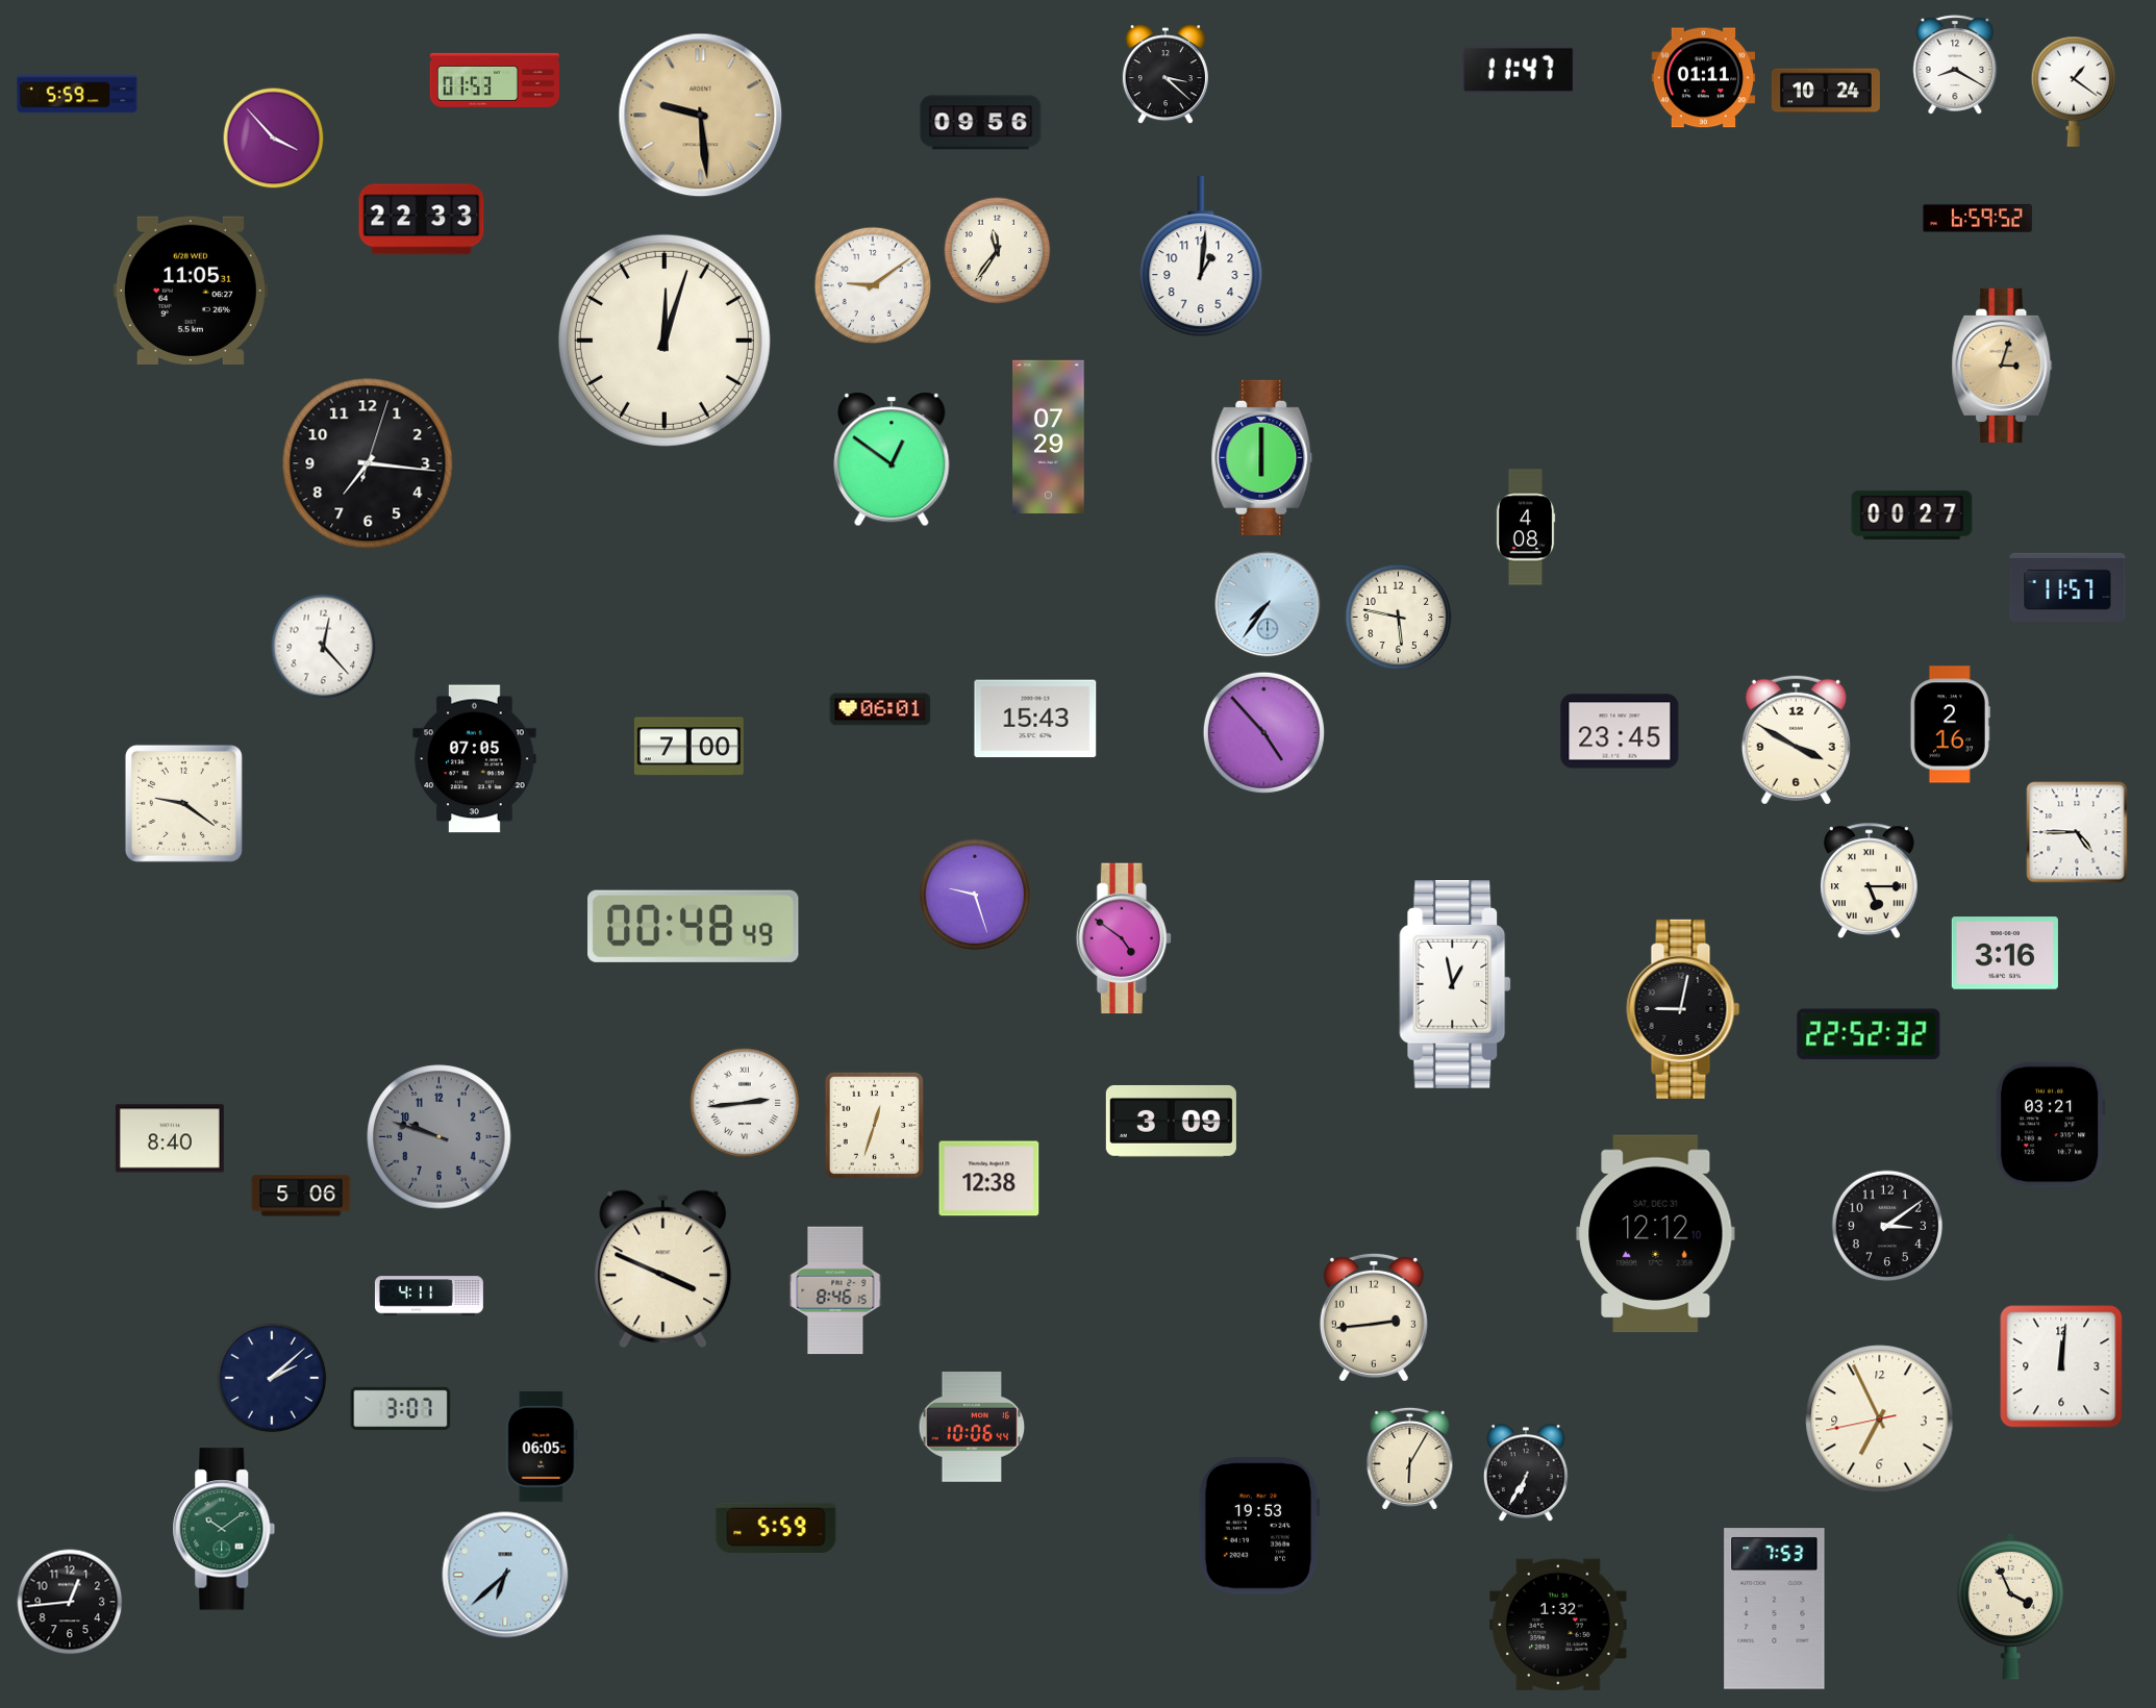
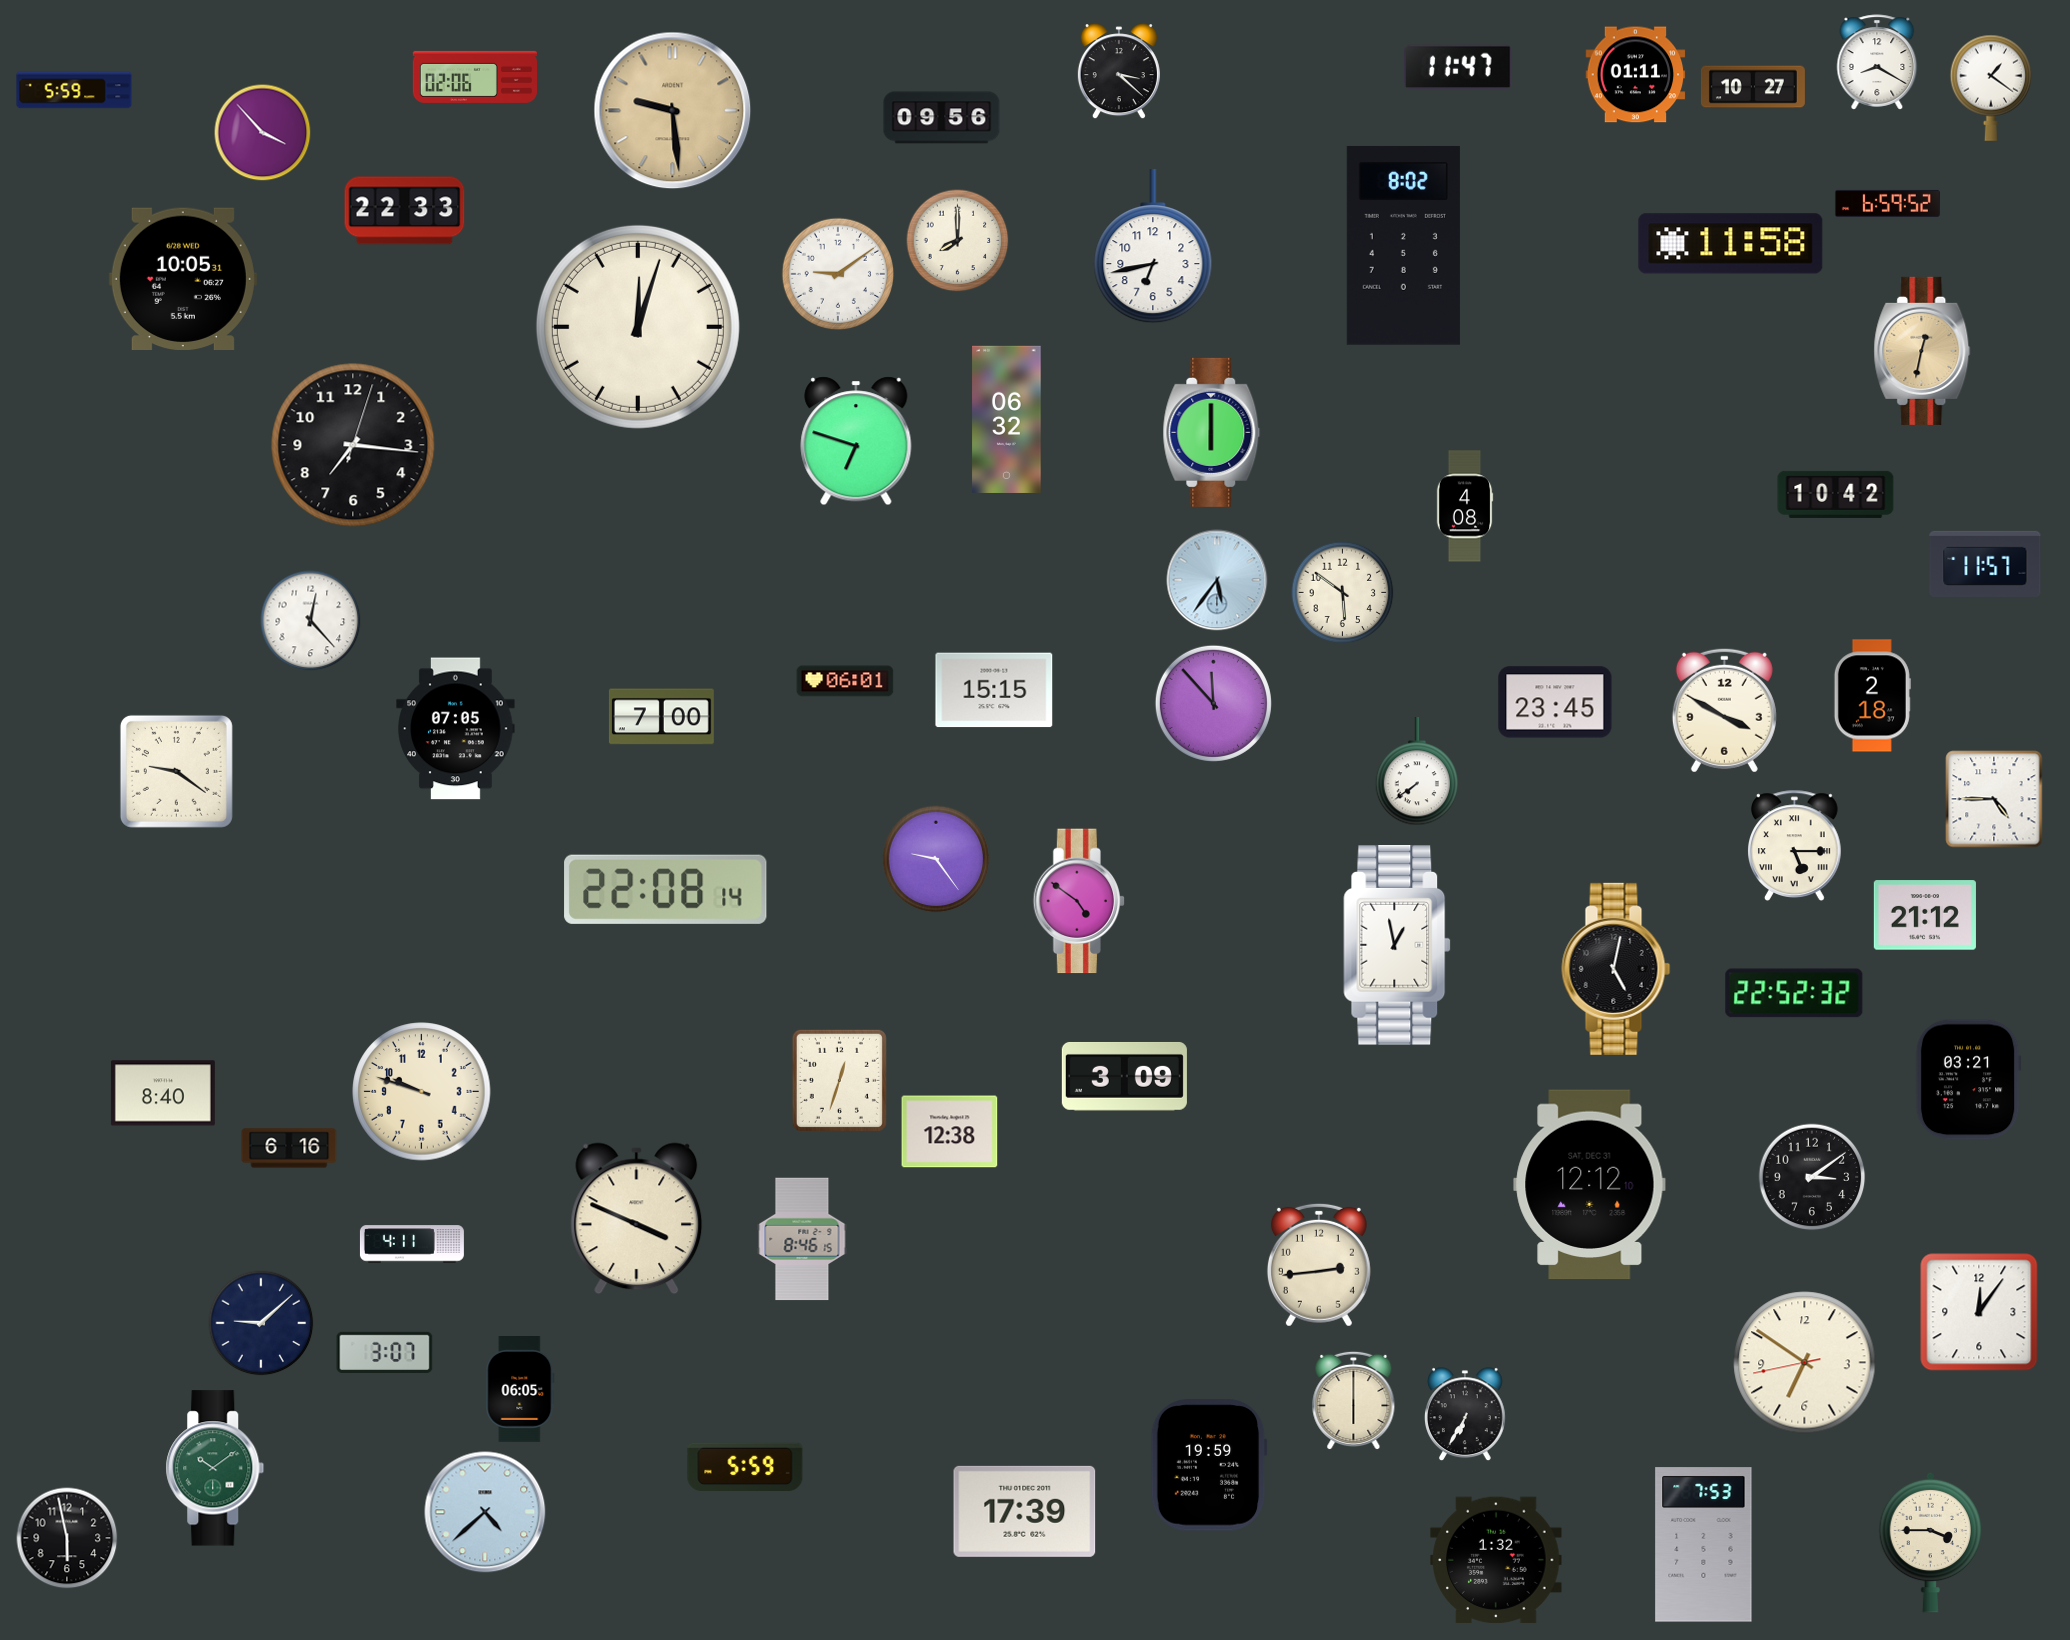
clock at (494, 80): 01:53 -> 02:06
clock at (1826, 91): 10:24 -> 10:27
clock at (1977, 218) position: (1977, 218) -> (1887, 203)
clock at (998, 251): 11:36 -> 8:00
clock at (1731, 244): none -> 11:58
clock at (1403, 246): none -> 8:02
clock at (1201, 257): 1:01 -> 6:43
clock at (191, 290): 11:05 -> 10:05
clock at (2002, 366): 3:03 -> 12:32
clock at (1049, 436): 07:29 -> 06:32
clock at (1262, 457) position: (1262, 457) -> (1212, 432)
clock at (892, 459): 12:51 -> 6:48
clock at (1912, 514): 00:27 -> 10:42
clock at (1268, 604): 7:36 -> 5:36
clock at (1399, 618): 5:47 -> 5:51
clock at (1035, 719): 15:43 -> 15:15
clock at (1950, 725): 2:16 -> 2:18
clock at (1263, 732): 4:53 -> 11:53
clock at (1416, 772): none -> 7:39
clock at (975, 895): 9:27 -> 9:24
clock at (694, 926): 00:48 -> 22:08
clock at (2005, 953): 3:16 -> 21:12
clock at (1683, 1009): 9:02 -> 5:02
clock at (745, 1103): 2:44 -> none
clock at (440, 1137) dial: grey -> cream
clock at (301, 1196): 5:06 -> 6:16
clock at (2061, 1366): 12:01 -> 12:06
clock at (272, 1378): 2:08 -> 9:08
clock at (1880, 1420): 6:55 -> 6:50
clock at (972, 1428): 10:06 -> none
clock at (1410, 1459): 6:05 -> 6:00
clock at (1259, 1526): 19:53 -> 19:59
clock at (1025, 1511): none -> 17:39
clock at (505, 1575): 6:38 -> 4:38
clock at (70, 1602): 12:44 -> 5:58
clock at (2011, 1606): 3:56 -> 3:45
